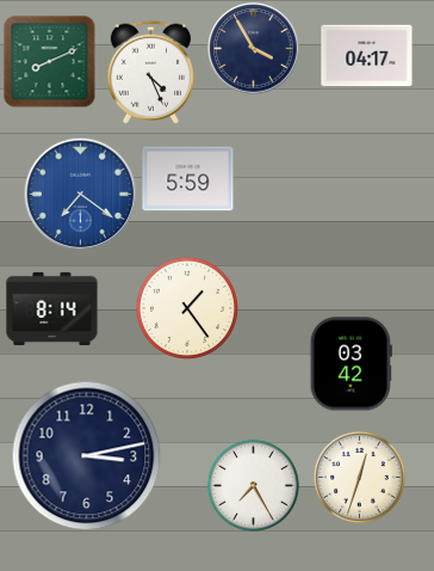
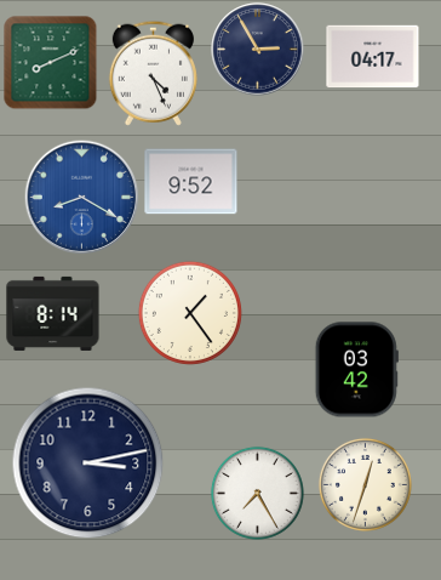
clock at (254, 49): 3:55 -> 2:55
clock at (188, 179): 5:59 -> 9:52
clock at (80, 194): 7:21 -> 8:20
